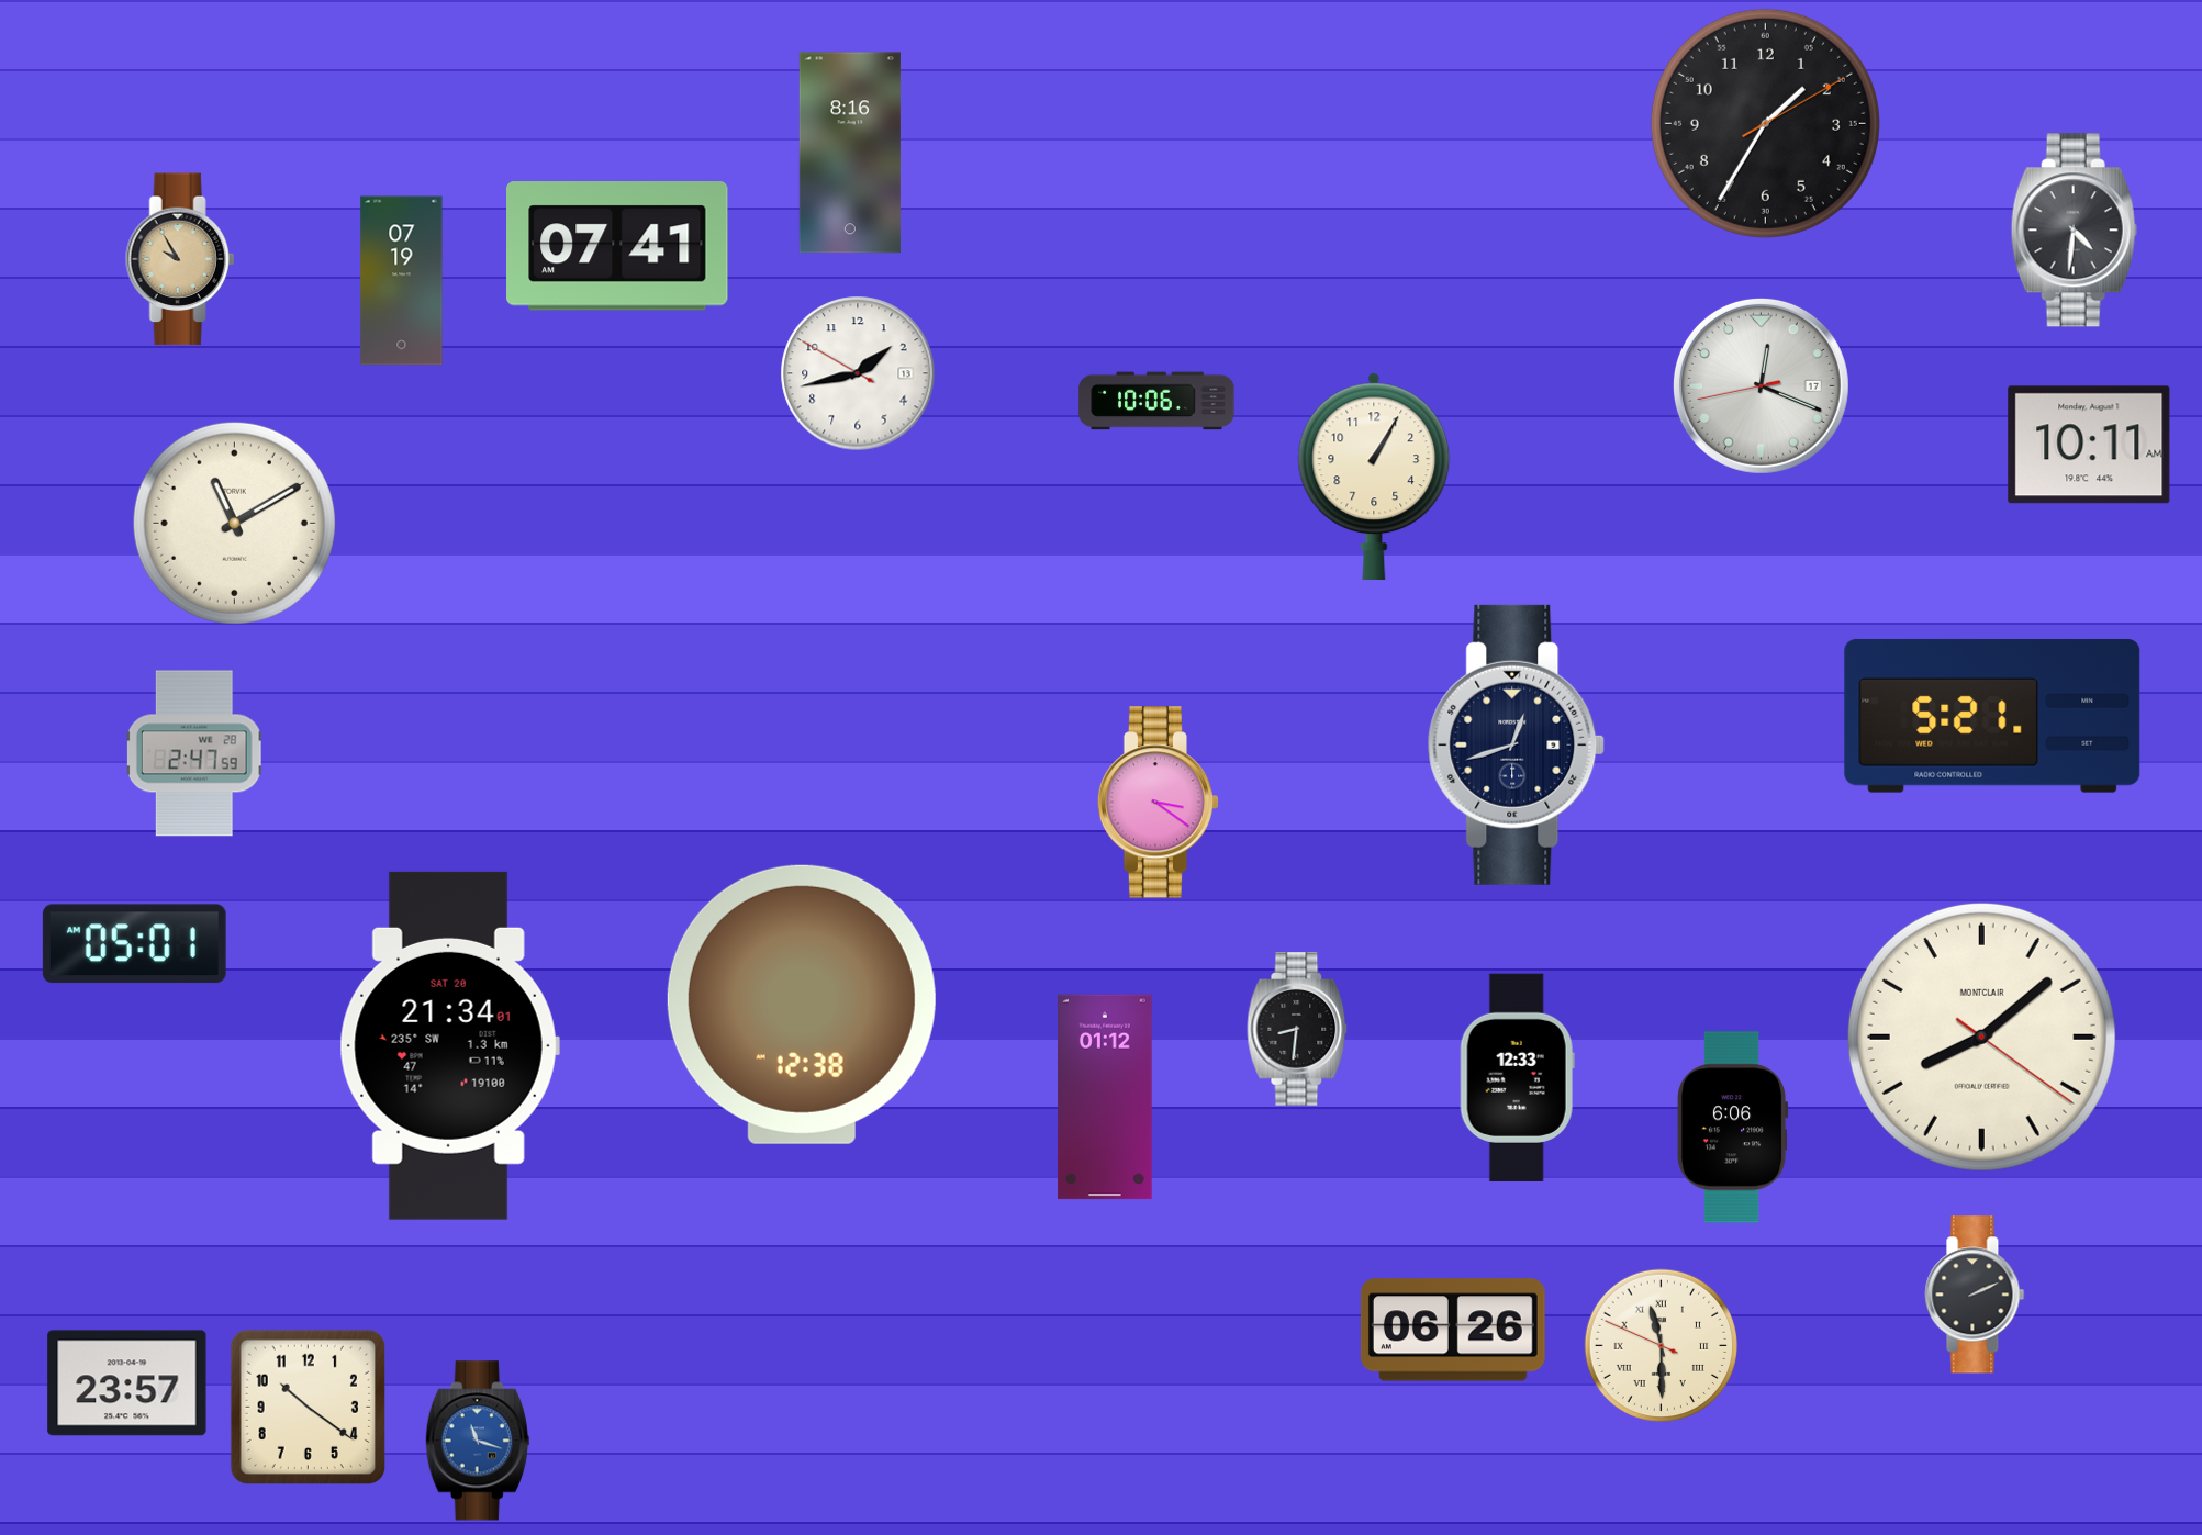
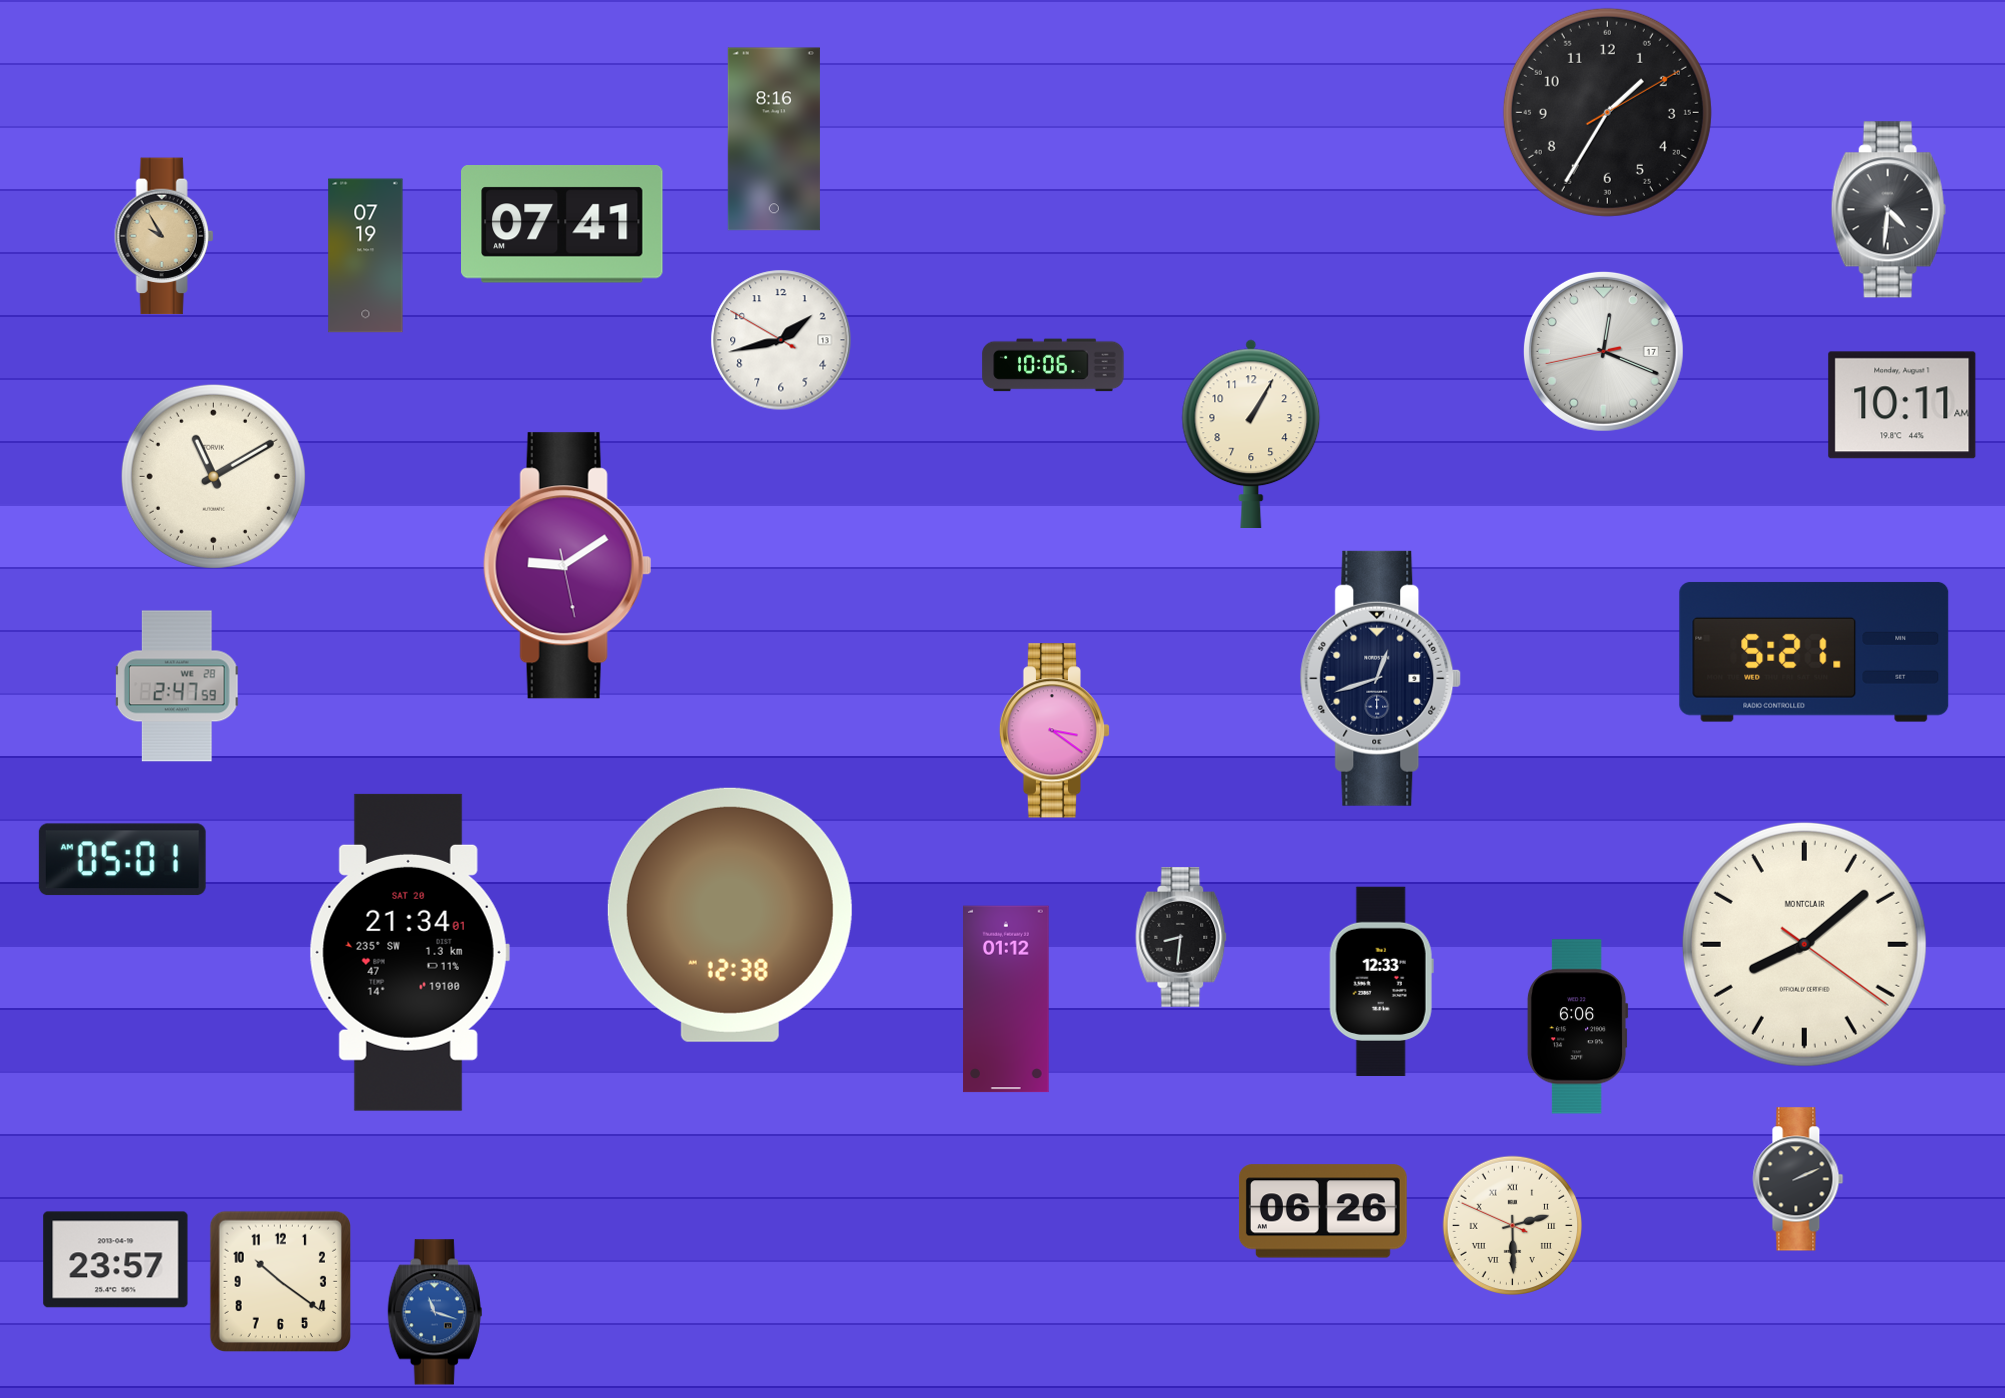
clock at (567, 566): none -> 9:09
clock at (1661, 1345): 11:29 -> 2:29
